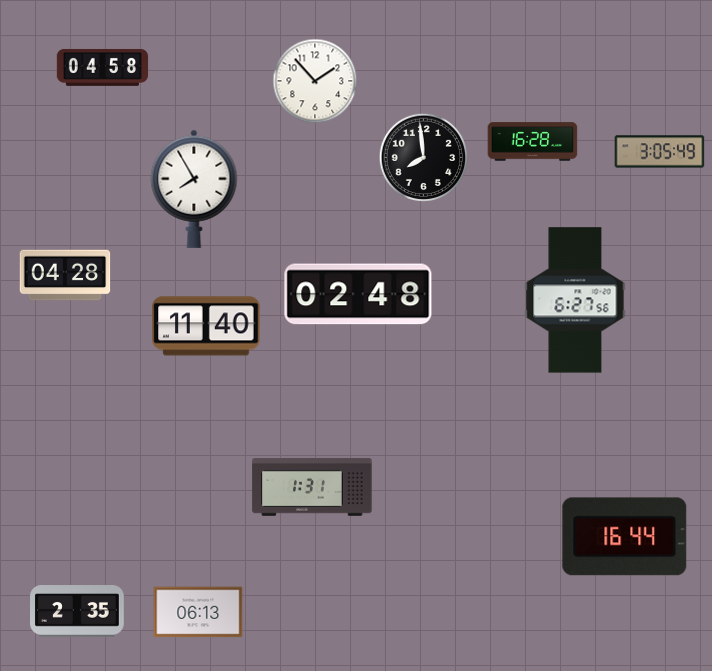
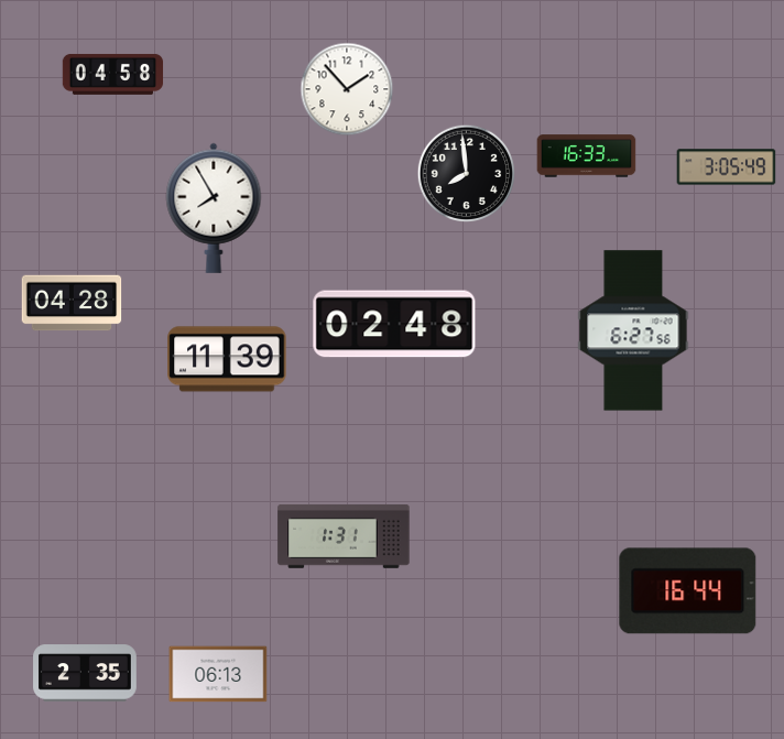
clock at (533, 142): 16:28 -> 16:33
clock at (206, 326): 11:40 -> 11:39
